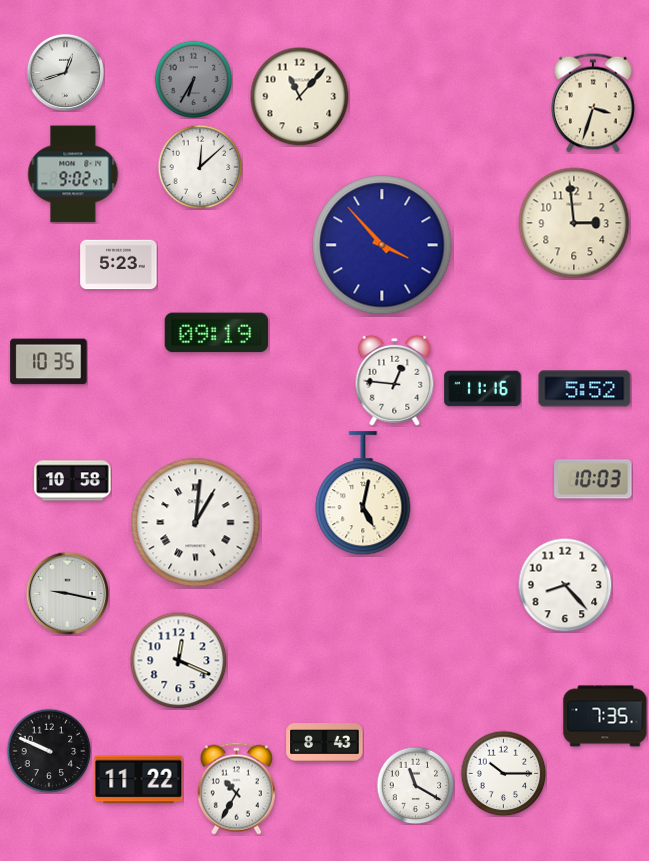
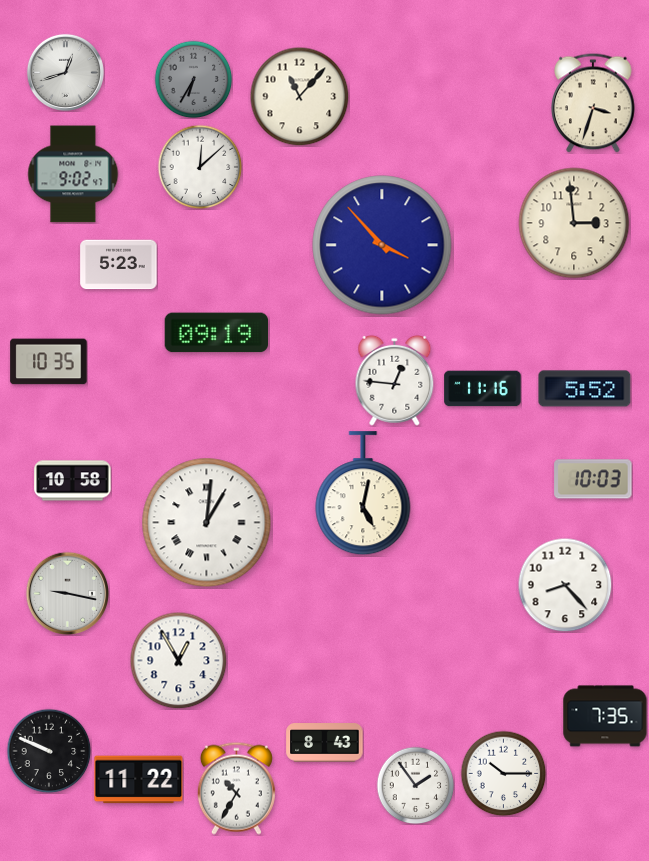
clock at (196, 523) position: (196, 523) -> (207, 523)
clock at (178, 660): 12:19 -> 12:55
clock at (415, 785): 11:20 -> 1:54
